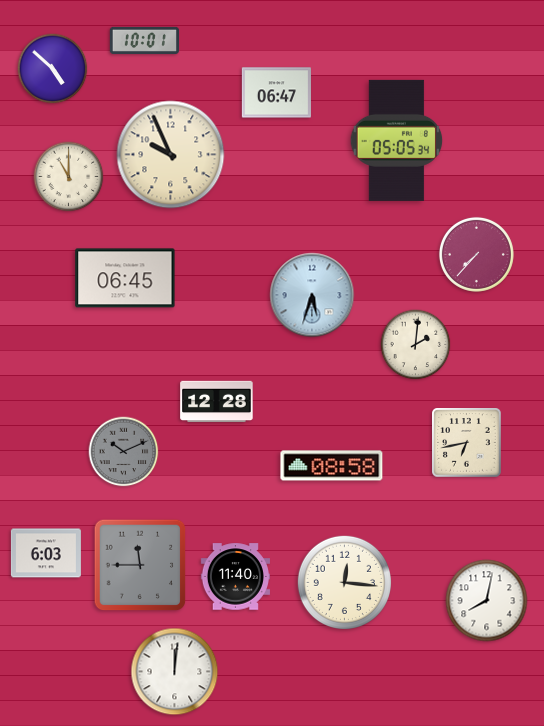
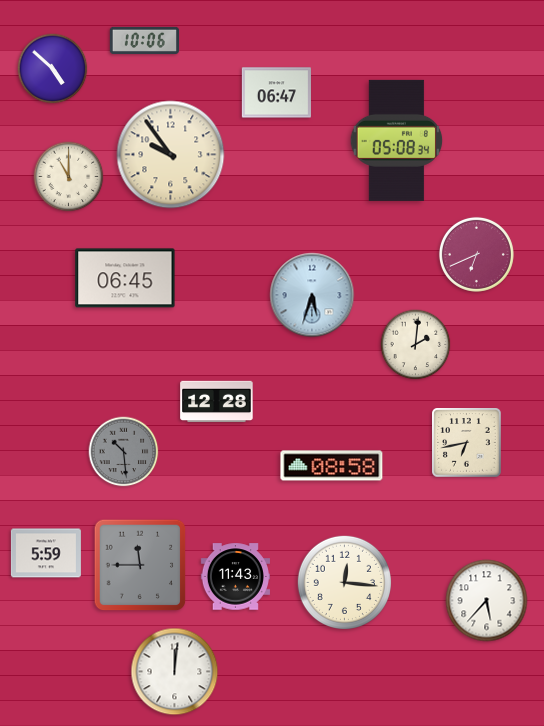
clock at (144, 40): 10:01 -> 10:06
clock at (397, 140): 05:05 -> 05:08
clock at (171, 155): 9:56 -> 9:54
clock at (476, 254): 7:37 -> 6:41
clock at (124, 452): 10:11 -> 10:29
clock at (46, 553): 6:03 -> 5:59
clock at (235, 577): 11:40 -> 11:43
clock at (487, 601): 8:02 -> 5:37
